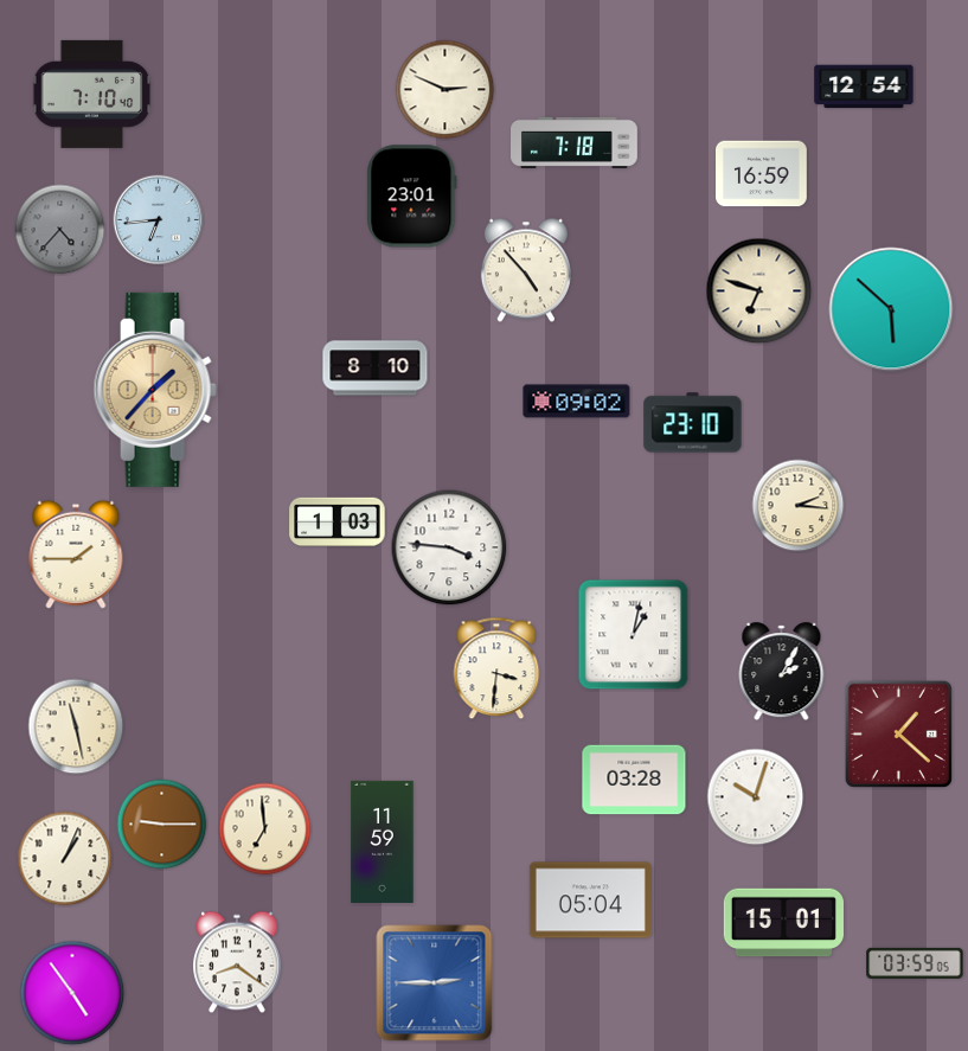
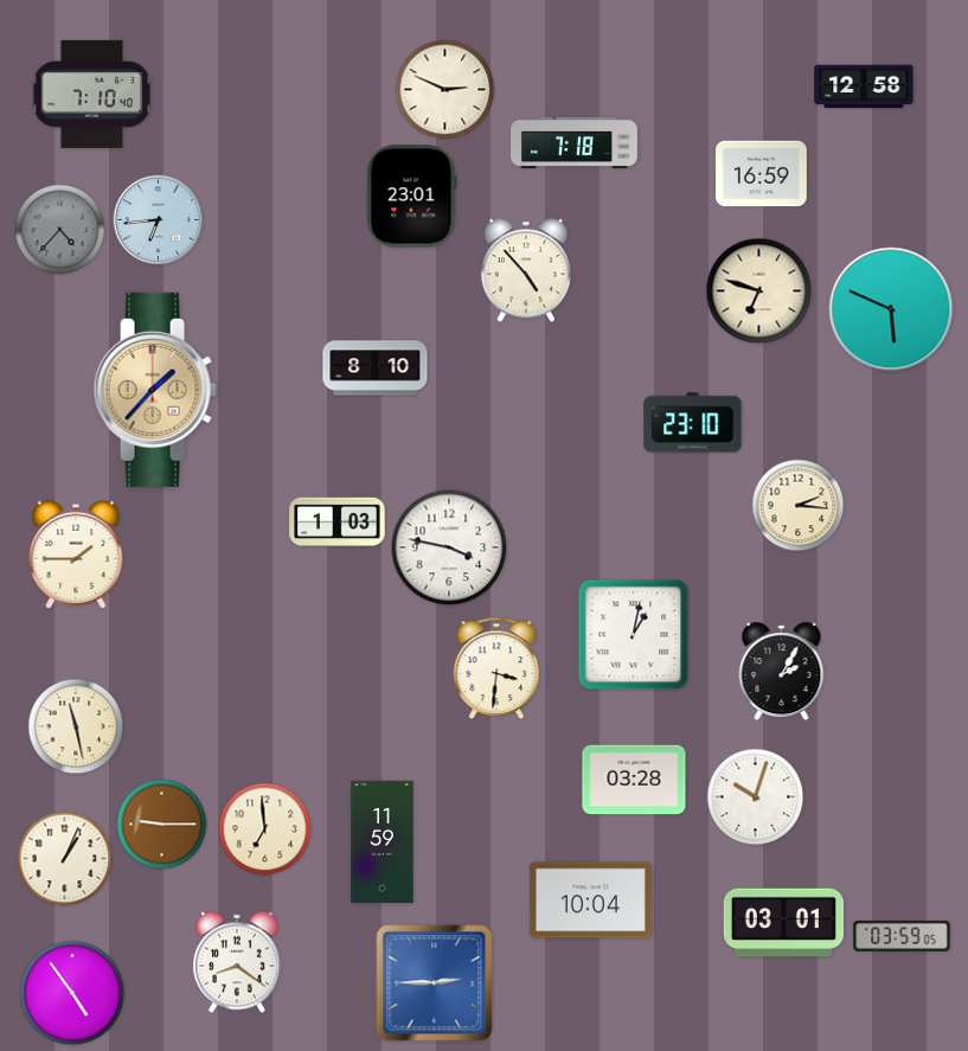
clock at (864, 86): 12:54 -> 12:58
clock at (891, 309): 5:52 -> 5:49
clock at (577, 402): 09:02 -> none
clock at (449, 547): 3:46 -> 3:47
clock at (898, 733): 1:22 -> none
clock at (590, 901): 05:04 -> 10:04
clock at (783, 923): 15:01 -> 03:01
clock at (915, 963) position: (915, 963) -> (902, 936)
